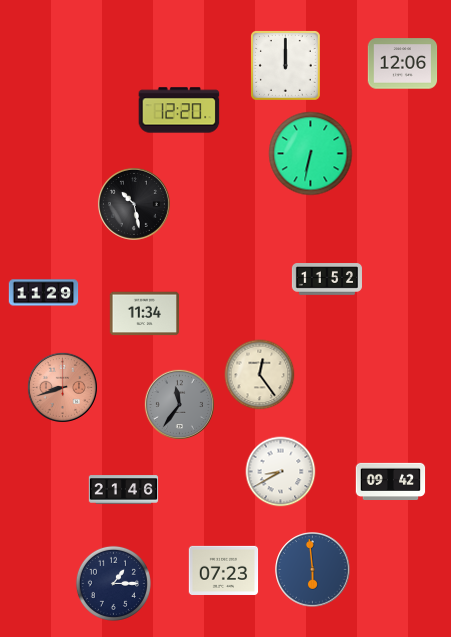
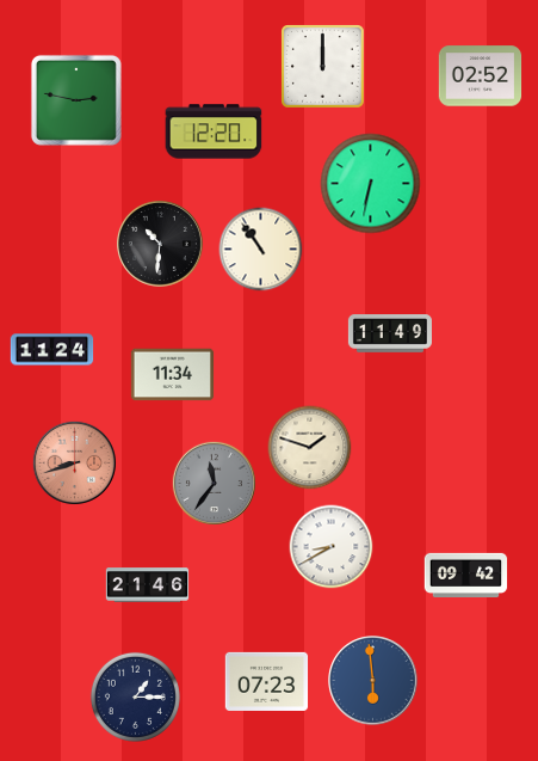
clock at (403, 64): 12:06 -> 02:52
clock at (286, 66) position: (286, 66) -> (323, 67)
clock at (76, 100): none -> 2:47
clock at (134, 204): 10:28 -> 10:31
clock at (261, 250): none -> 10:54
clock at (327, 279): 11:52 -> 11:49
clock at (44, 293): 11:29 -> 11:24
clock at (260, 375): 12:24 -> 1:48
clock at (281, 472) position: (281, 472) -> (332, 547)
